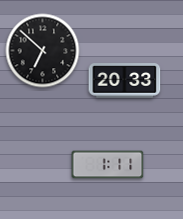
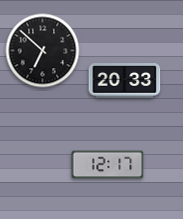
clock at (108, 165): 1:11 -> 12:17
